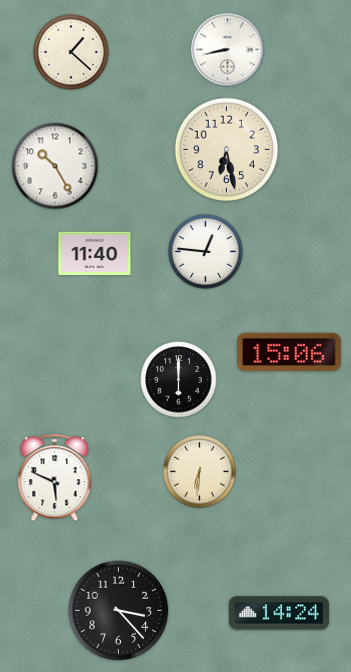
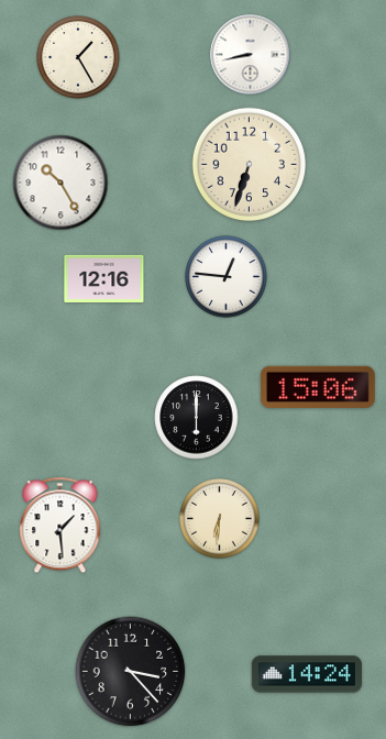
clock at (71, 52): 1:22 -> 1:25
clock at (227, 150): 6:28 -> 6:33
clock at (95, 254): 11:40 -> 12:16
clock at (55, 478): 5:49 -> 1:29
